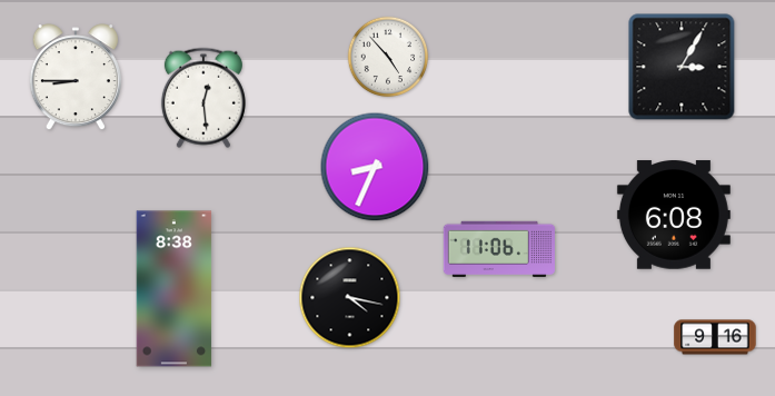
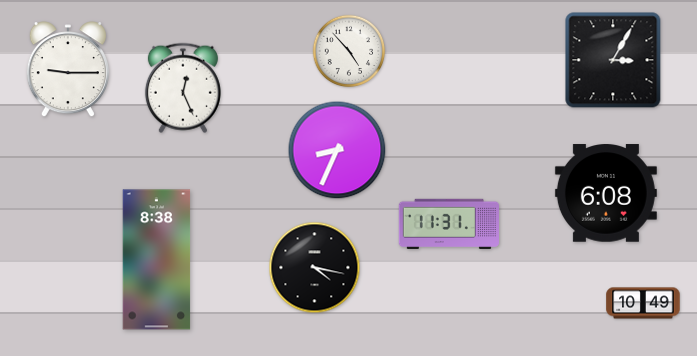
clock at (76, 78): 8:45 -> 9:15
clock at (203, 98): 12:29 -> 12:26
clock at (499, 248): 11:06 -> 11:31
clock at (715, 337): 9:16 -> 10:49
